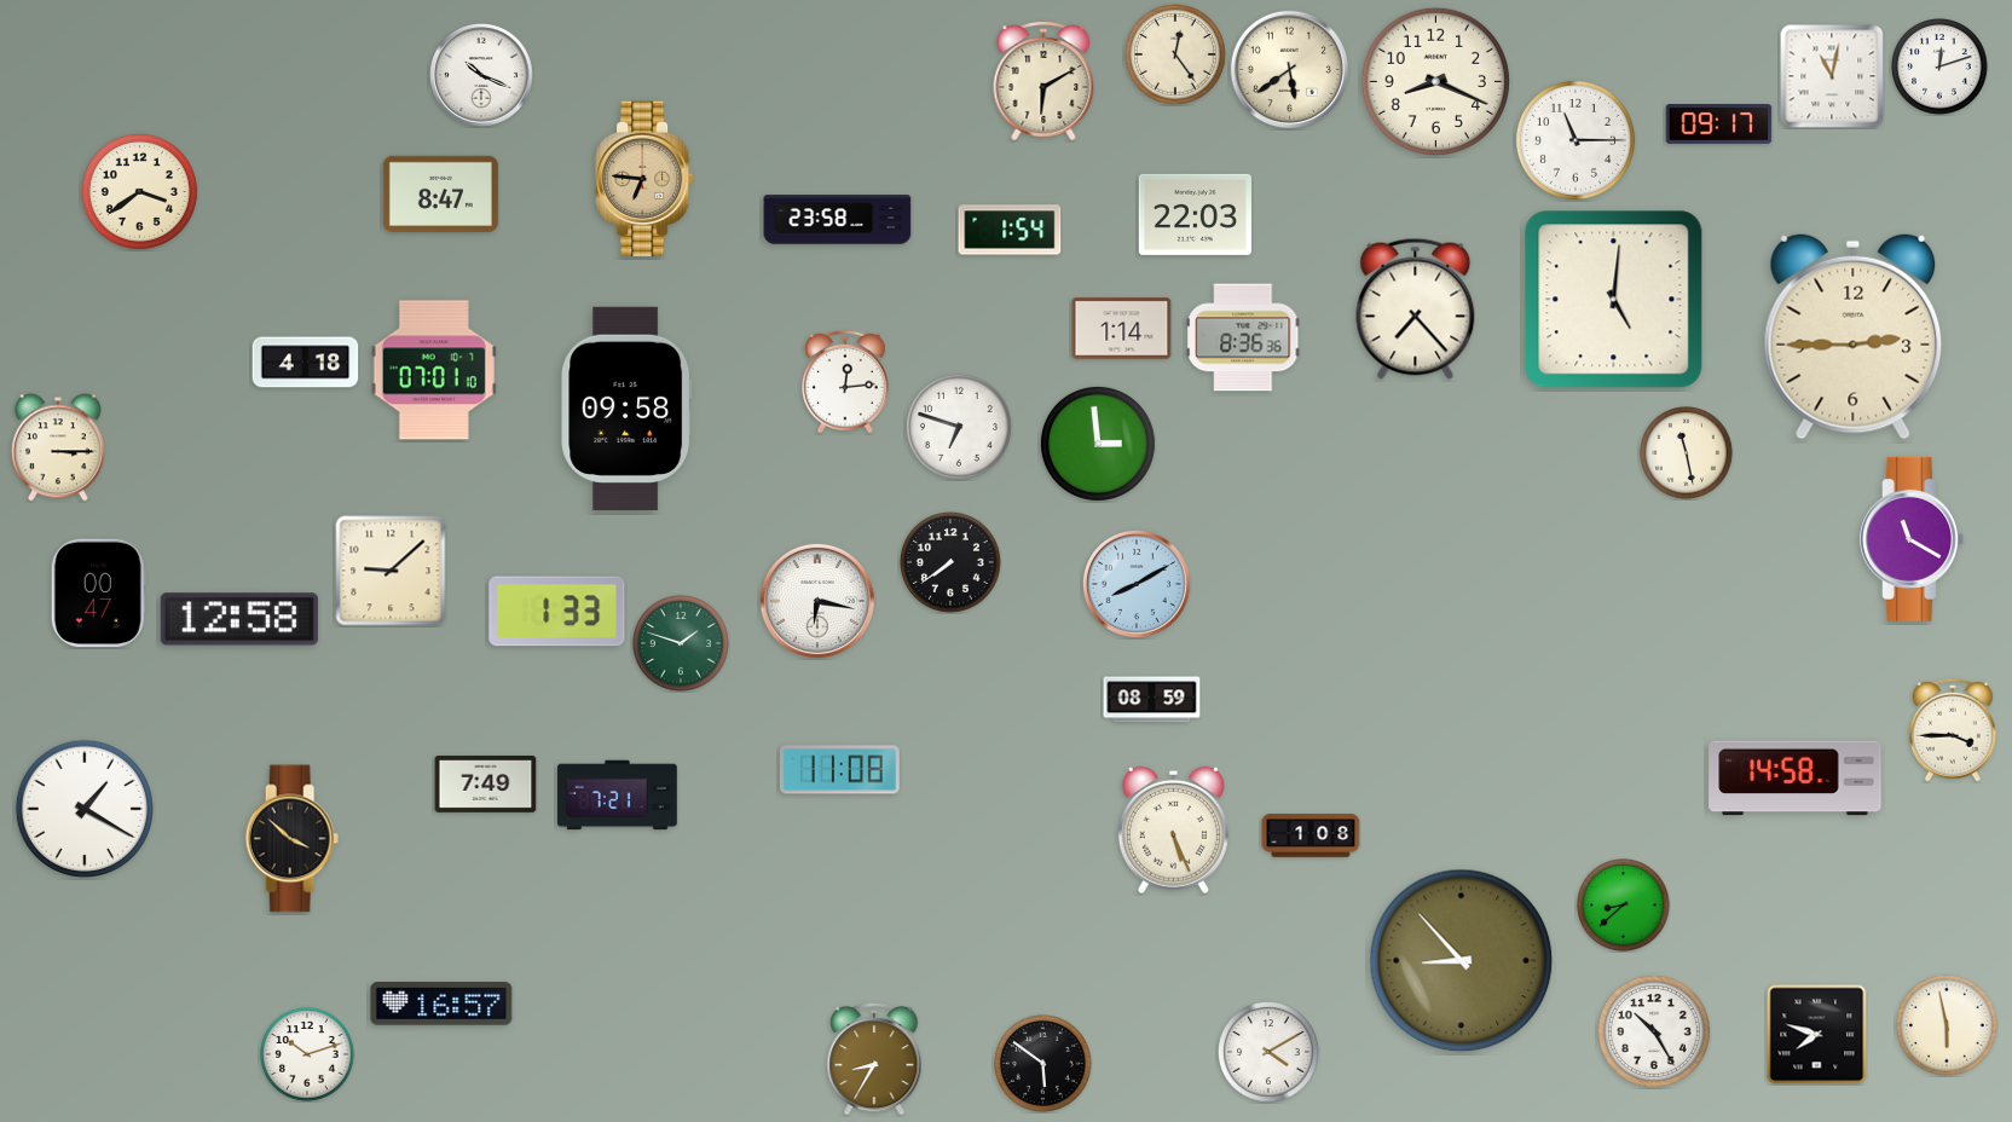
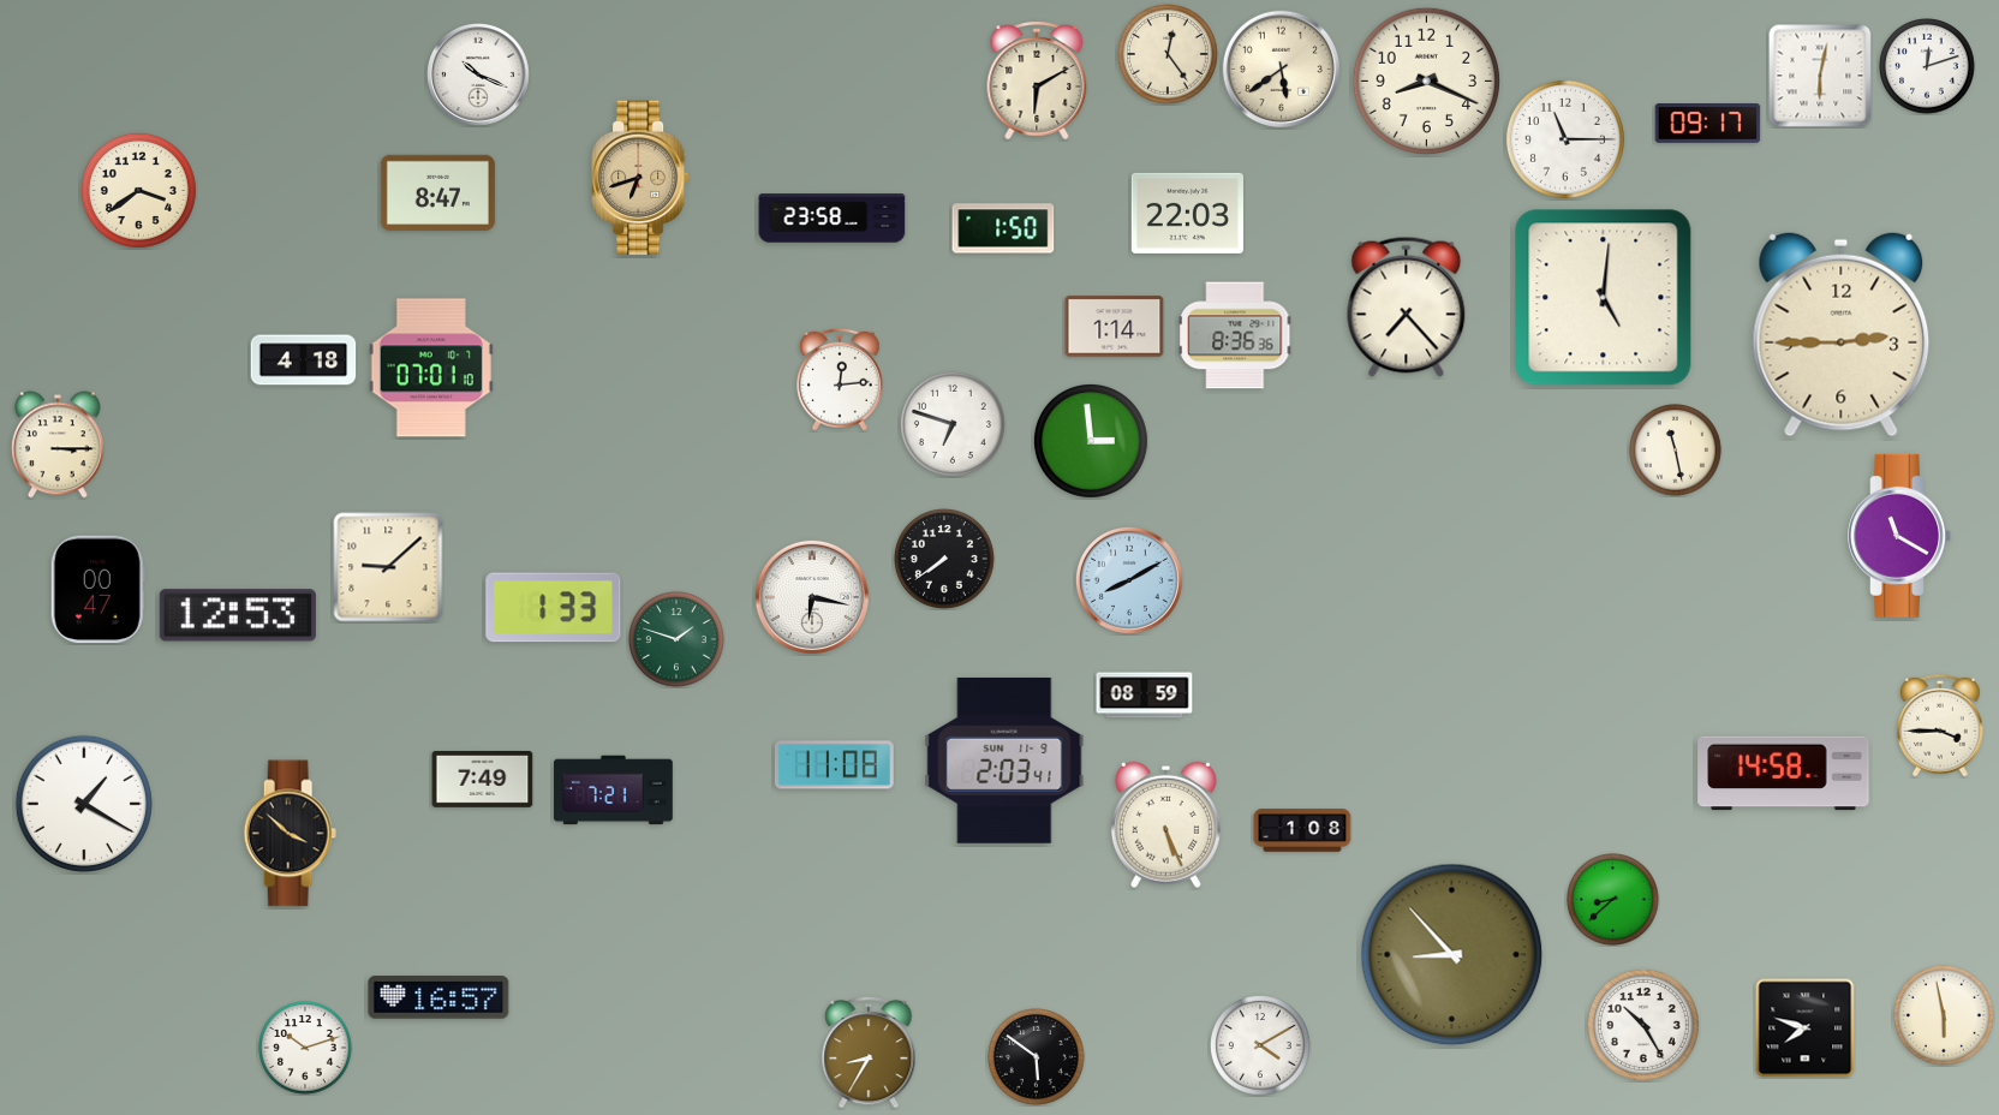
clock at (1832, 76): 11:02 -> 6:02
clock at (644, 179): 6:46 -> 6:42
clock at (1010, 230): 1:54 -> 1:50
clock at (626, 409): 09:58 -> none
clock at (239, 619): 12:58 -> 12:53
clock at (1004, 761): none -> 2:03
clock at (1948, 1026) position: (1948, 1026) -> (1945, 1016)
